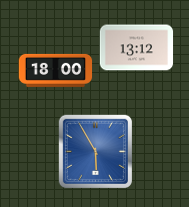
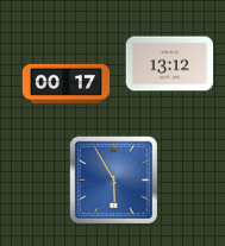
clock at (137, 48) position: (137, 48) -> (170, 64)
clock at (56, 70): 18:00 -> 00:17
